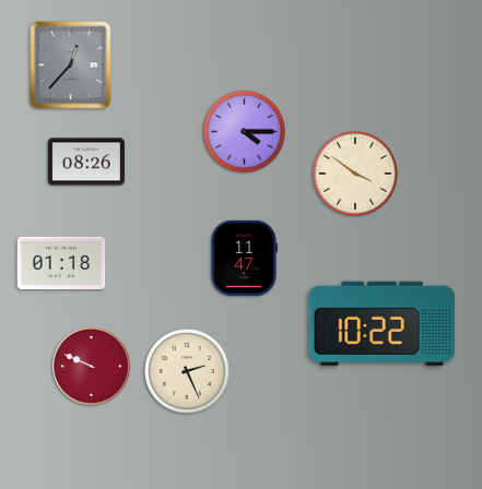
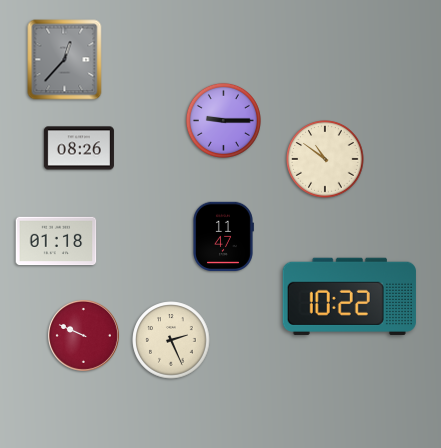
clock at (244, 131): 4:15 -> 9:15
clock at (355, 174): 3:51 -> 10:51
